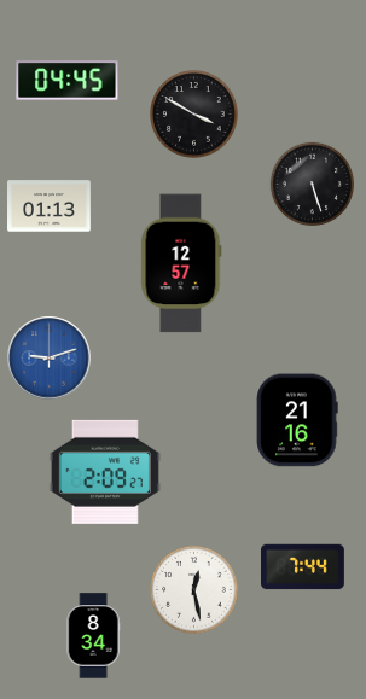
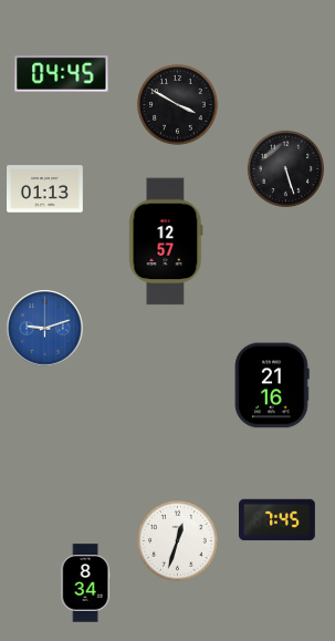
clock at (105, 472): 2:09 -> none
clock at (303, 567): 7:44 -> 7:45
clock at (194, 590): 12:28 -> 12:33
